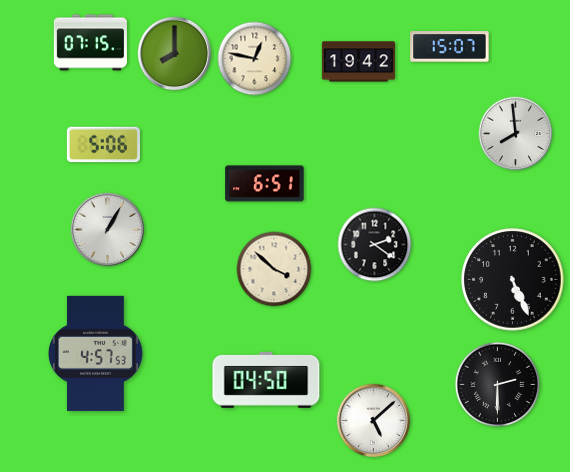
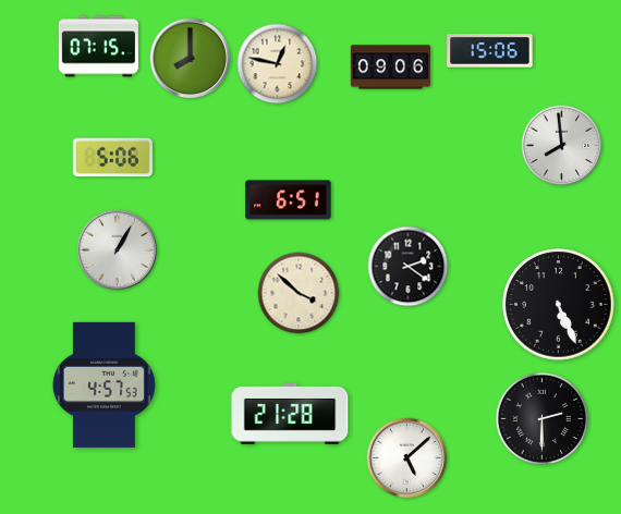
clock at (450, 47): 15:07 -> 15:06
clock at (358, 62): 19:42 -> 09:06
clock at (266, 380): 04:50 -> 21:28
